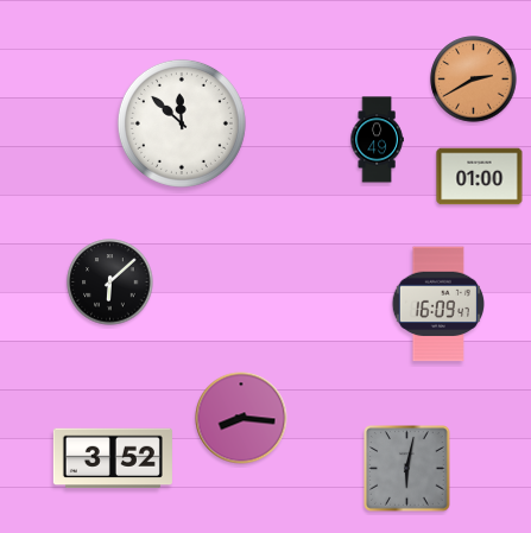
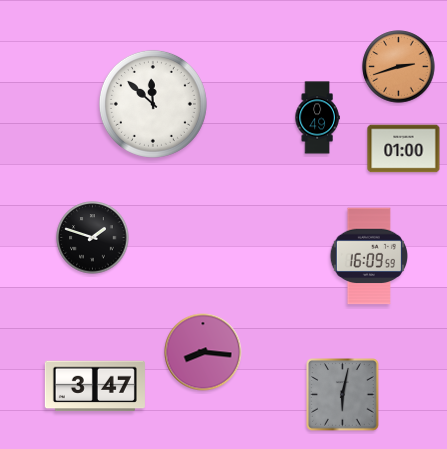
clock at (474, 80): 2:40 -> 2:42
clock at (110, 283): 6:08 -> 1:48
clock at (437, 304): 16:09:47 -> 16:09:59
clock at (113, 458): 3:52 -> 3:47
